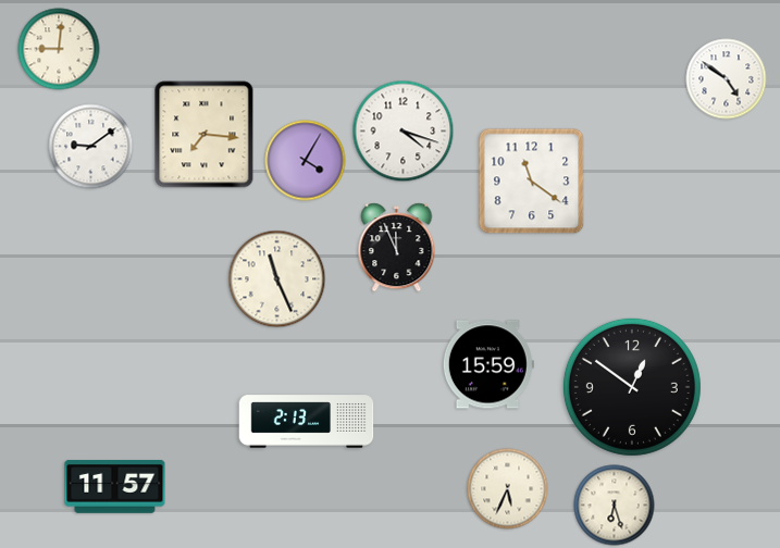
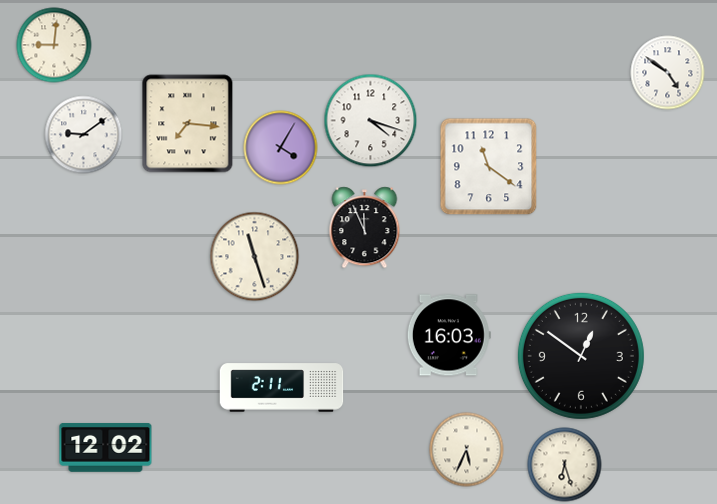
clock at (277, 279): 11:26 -> 11:27
clock at (488, 364): 15:59 -> 16:03
clock at (307, 422): 2:13 -> 2:11
clock at (115, 487): 11:57 -> 12:02
